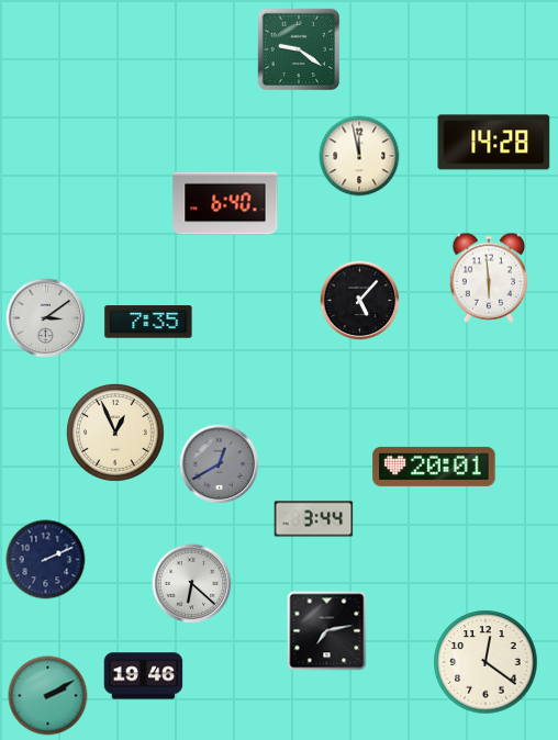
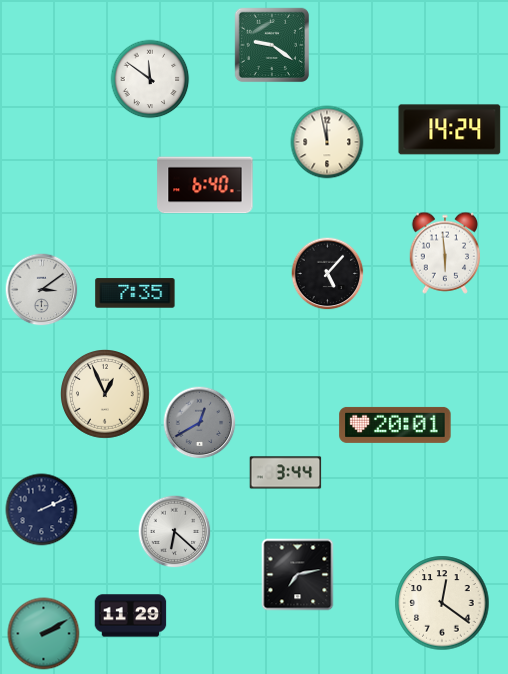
clock at (150, 79): none -> 11:51
clock at (494, 143): 14:28 -> 14:24
clock at (144, 676): 19:46 -> 11:29
